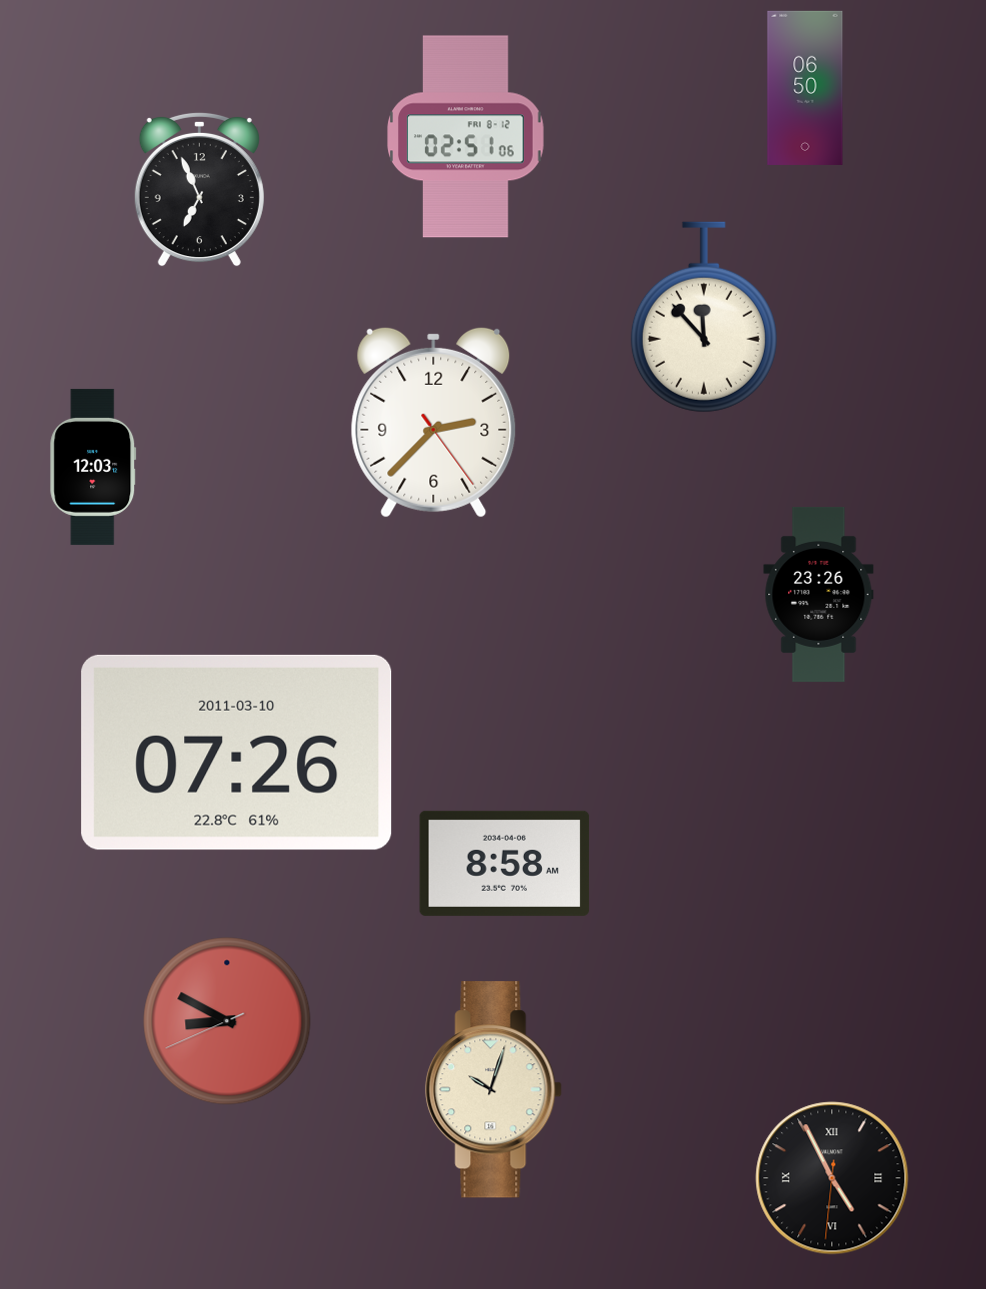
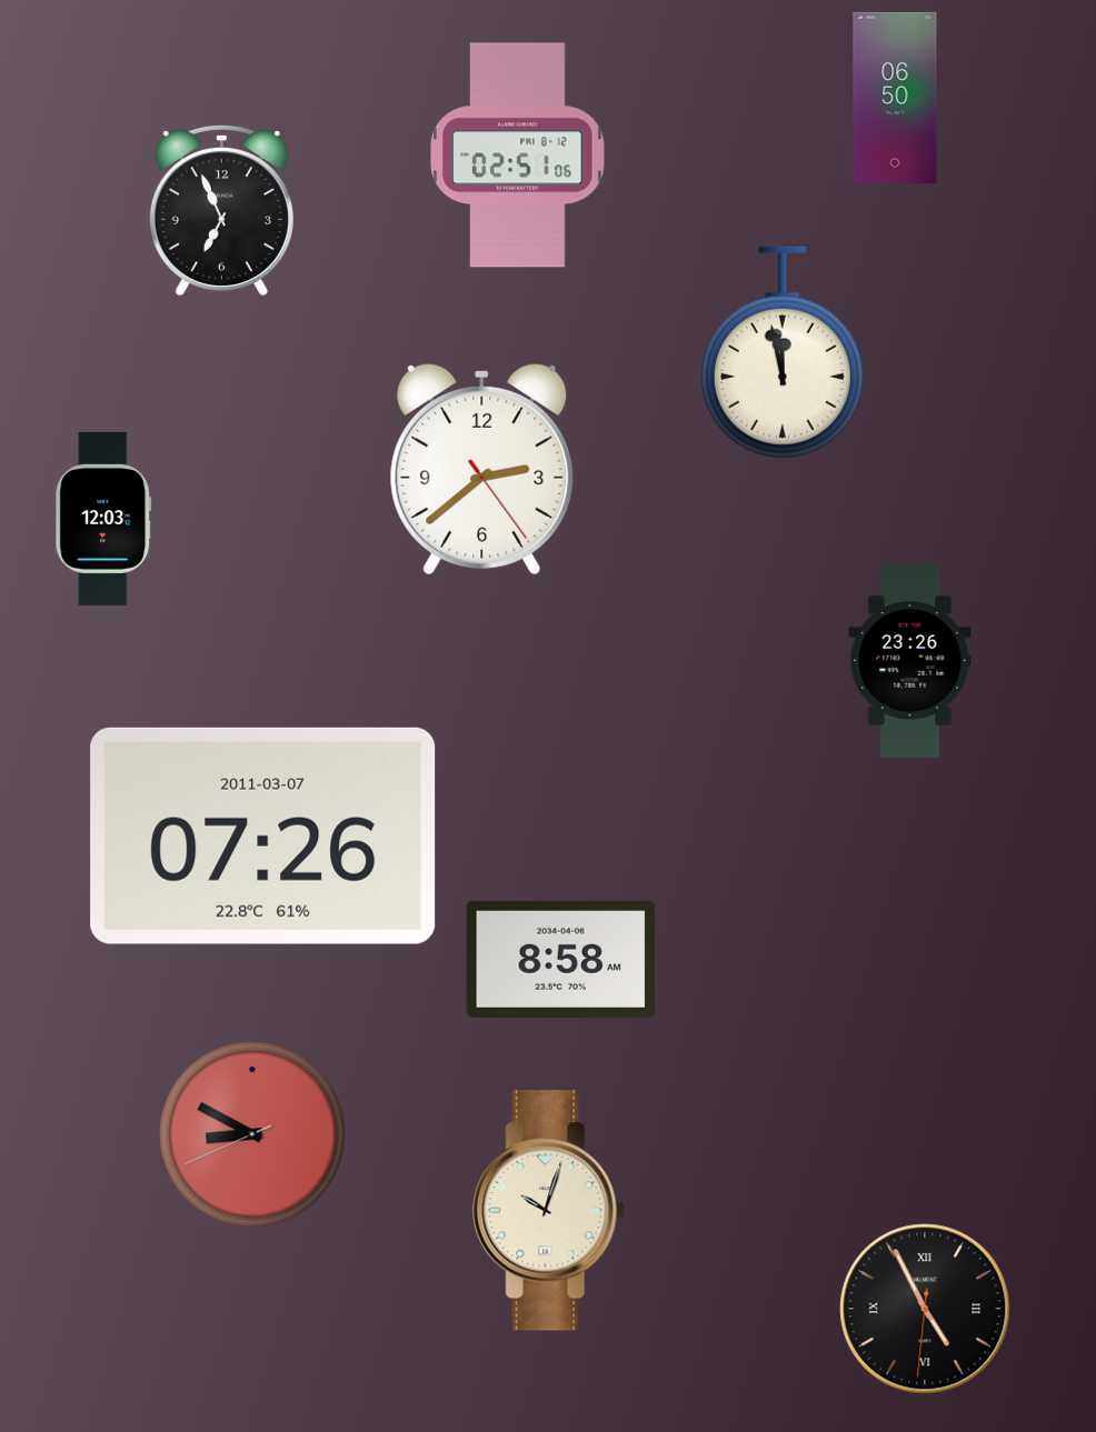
clock at (466, 137) position: (466, 137) -> (518, 156)
clock at (704, 317): 11:53 -> 11:58
clock at (434, 422): 2:37 -> 2:38
clock at (237, 752) date: 2011-03-10 -> 2011-03-07
